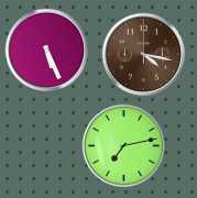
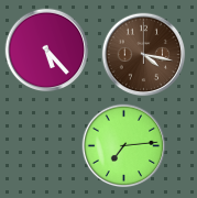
clock at (47, 51): 5:26 -> 5:23
clock at (124, 146): 7:13 -> 7:14
